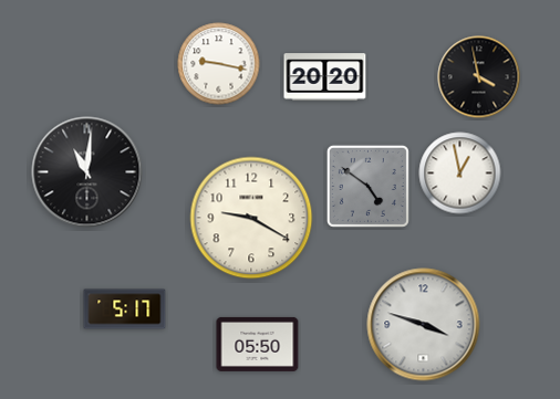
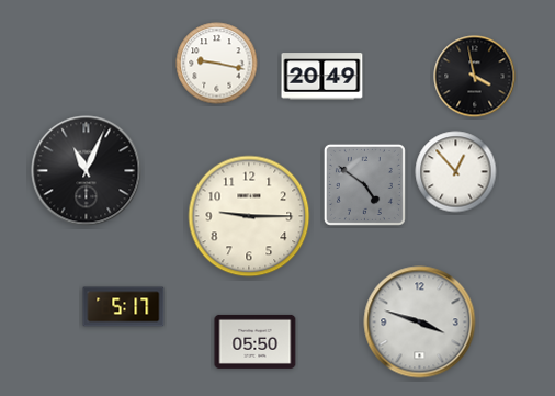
clock at (325, 77): 20:20 -> 20:49
clock at (87, 172): 11:01 -> 11:04
clock at (460, 174): 12:58 -> 12:53
clock at (251, 218): 9:20 -> 9:15
